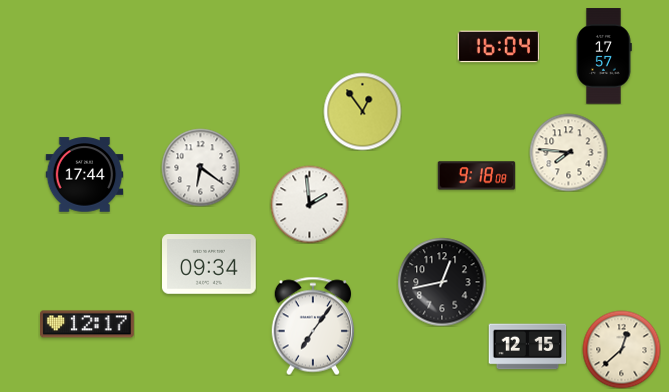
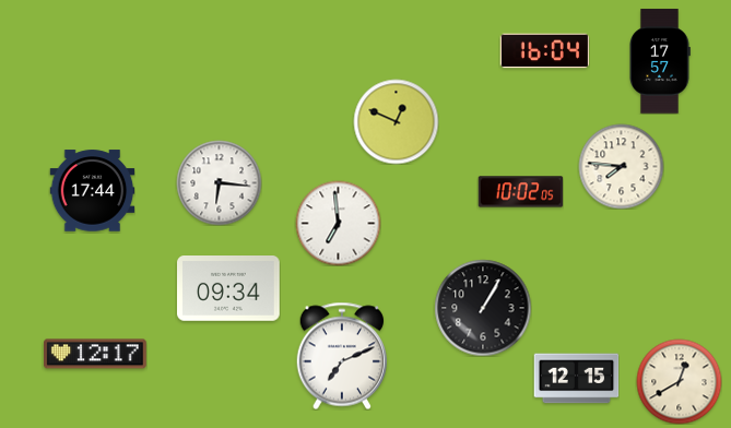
clock at (362, 111): 12:54 -> 12:49
clock at (200, 167): 6:21 -> 6:16
clock at (476, 176): 9:18 -> 10:02
clock at (309, 204): 1:59 -> 6:59
clock at (442, 282): 12:43 -> 1:05
clock at (312, 326): 7:06 -> 7:11
clock at (621, 349): 12:38 -> 12:40
